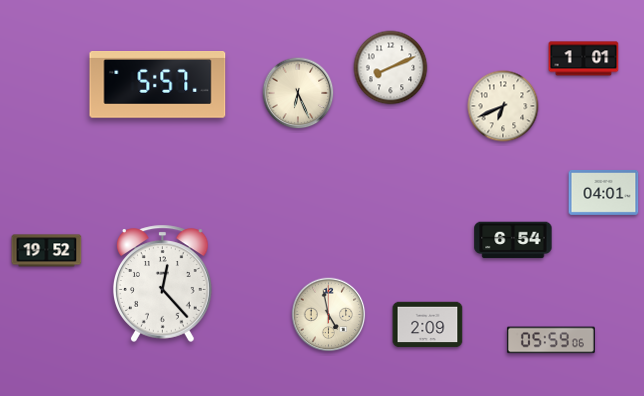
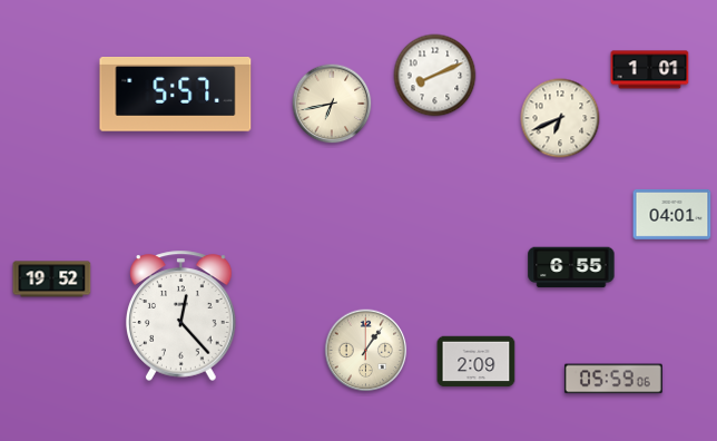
clock at (584, 59) position: (584, 59) -> (650, 70)
clock at (298, 93): 6:26 -> 6:43
clock at (513, 240): 6:54 -> 6:55
clock at (329, 315): 4:58 -> 1:06
